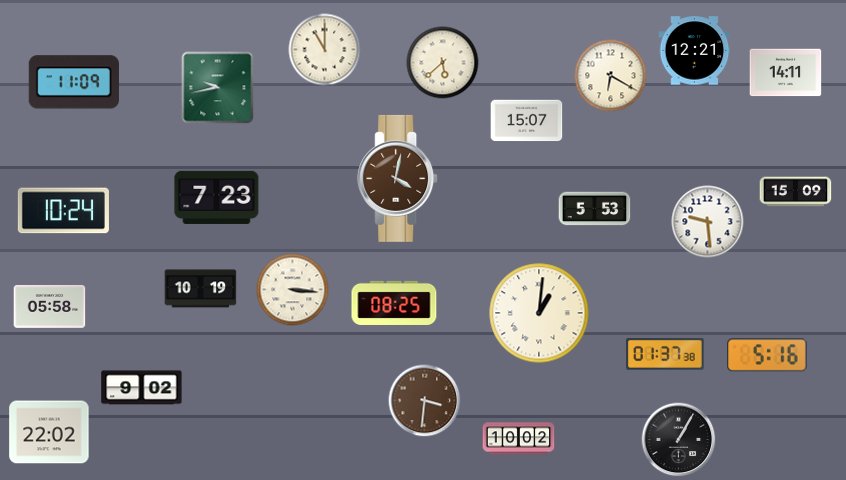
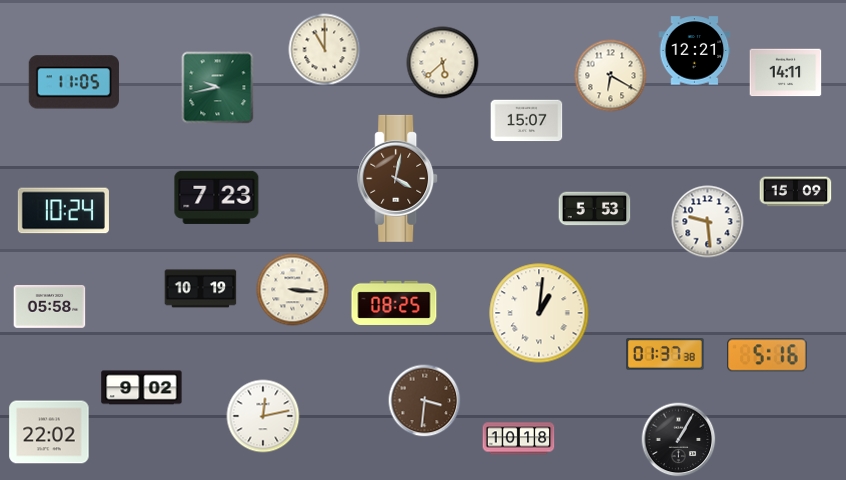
clock at (74, 82): 11:09 -> 11:05
clock at (263, 416): none -> 12:13
clock at (519, 439): 10:02 -> 10:18
